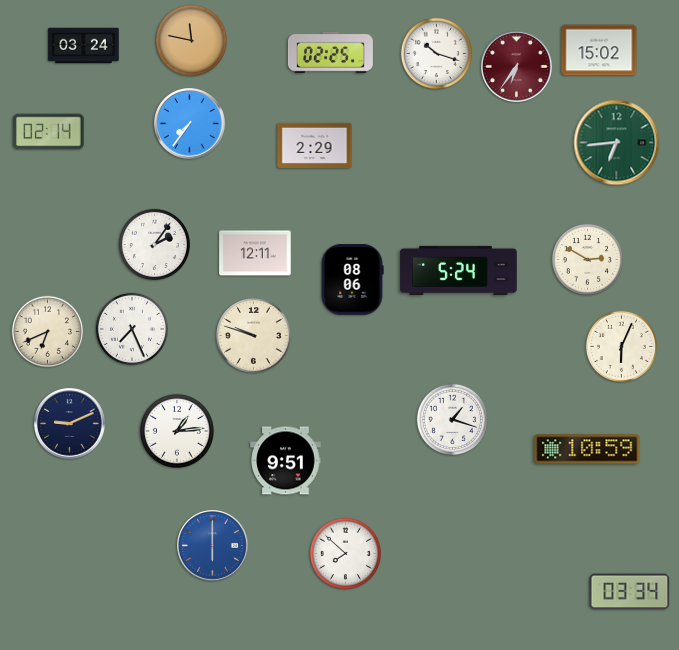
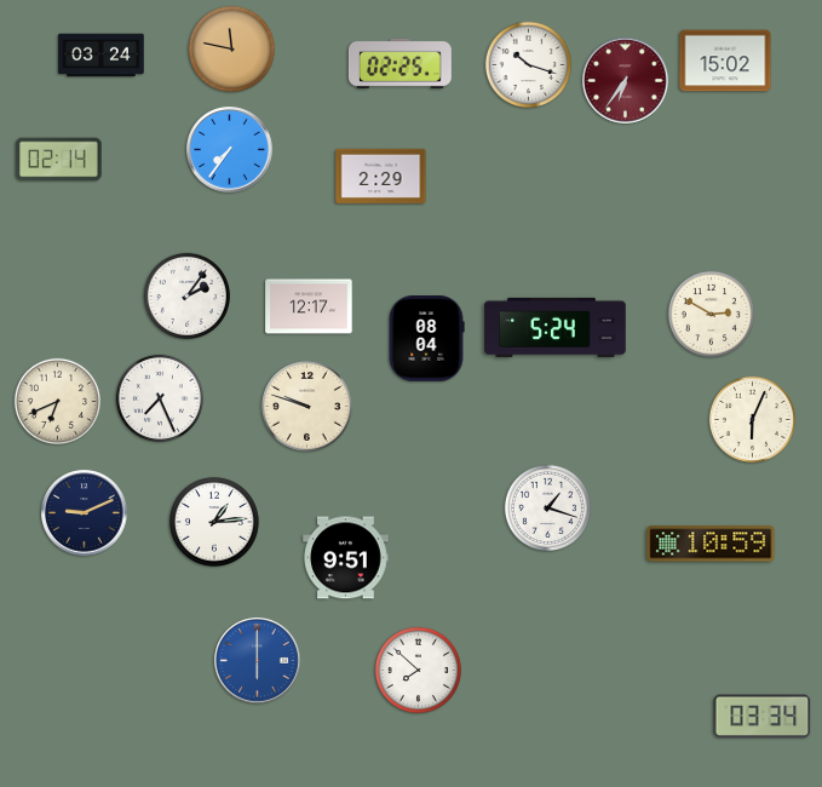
clock at (617, 143): 6:44 -> none
clock at (255, 253): 12:11 -> 12:17
clock at (352, 280): 08:06 -> 08:04
